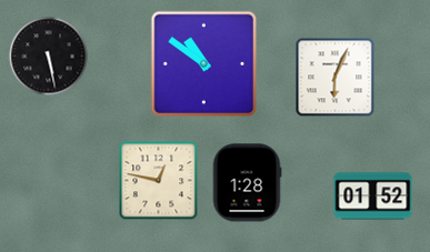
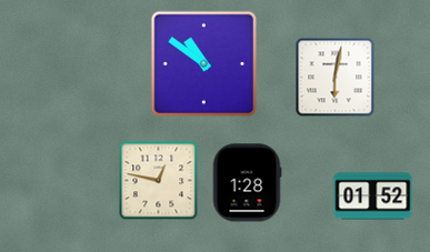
clock at (49, 57): 5:28 -> none
clock at (336, 78): 6:04 -> 6:02
